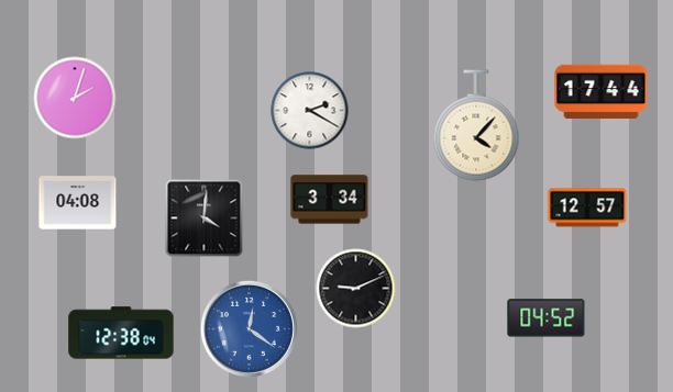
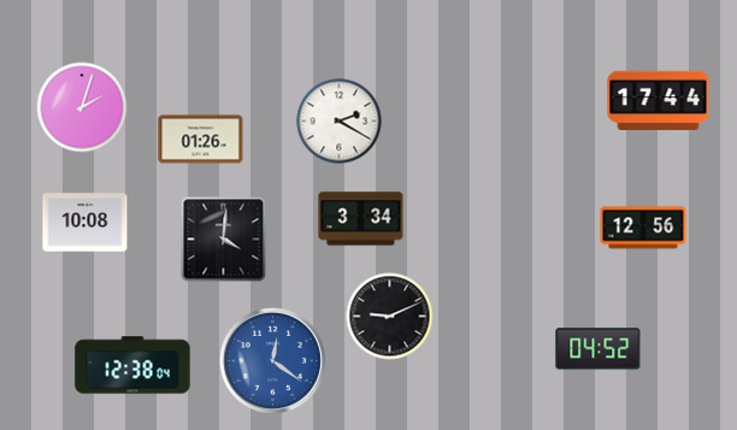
clock at (476, 125): 4:07 -> none
clock at (201, 140): none -> 01:26
clock at (78, 203): 04:08 -> 10:08
clock at (587, 208): 12:57 -> 12:56
